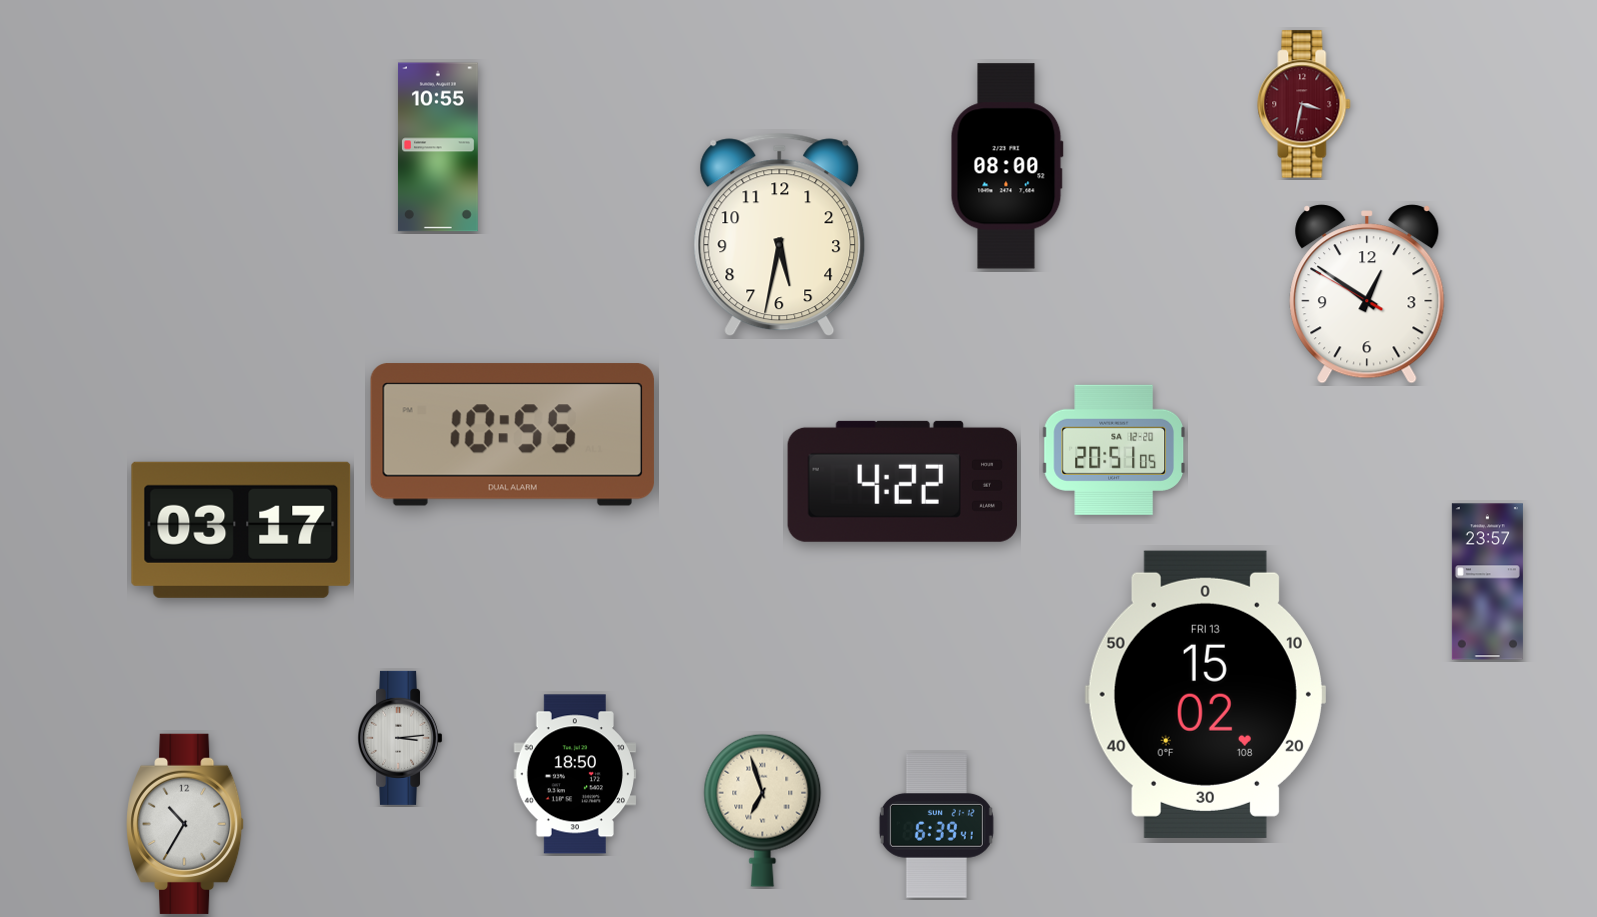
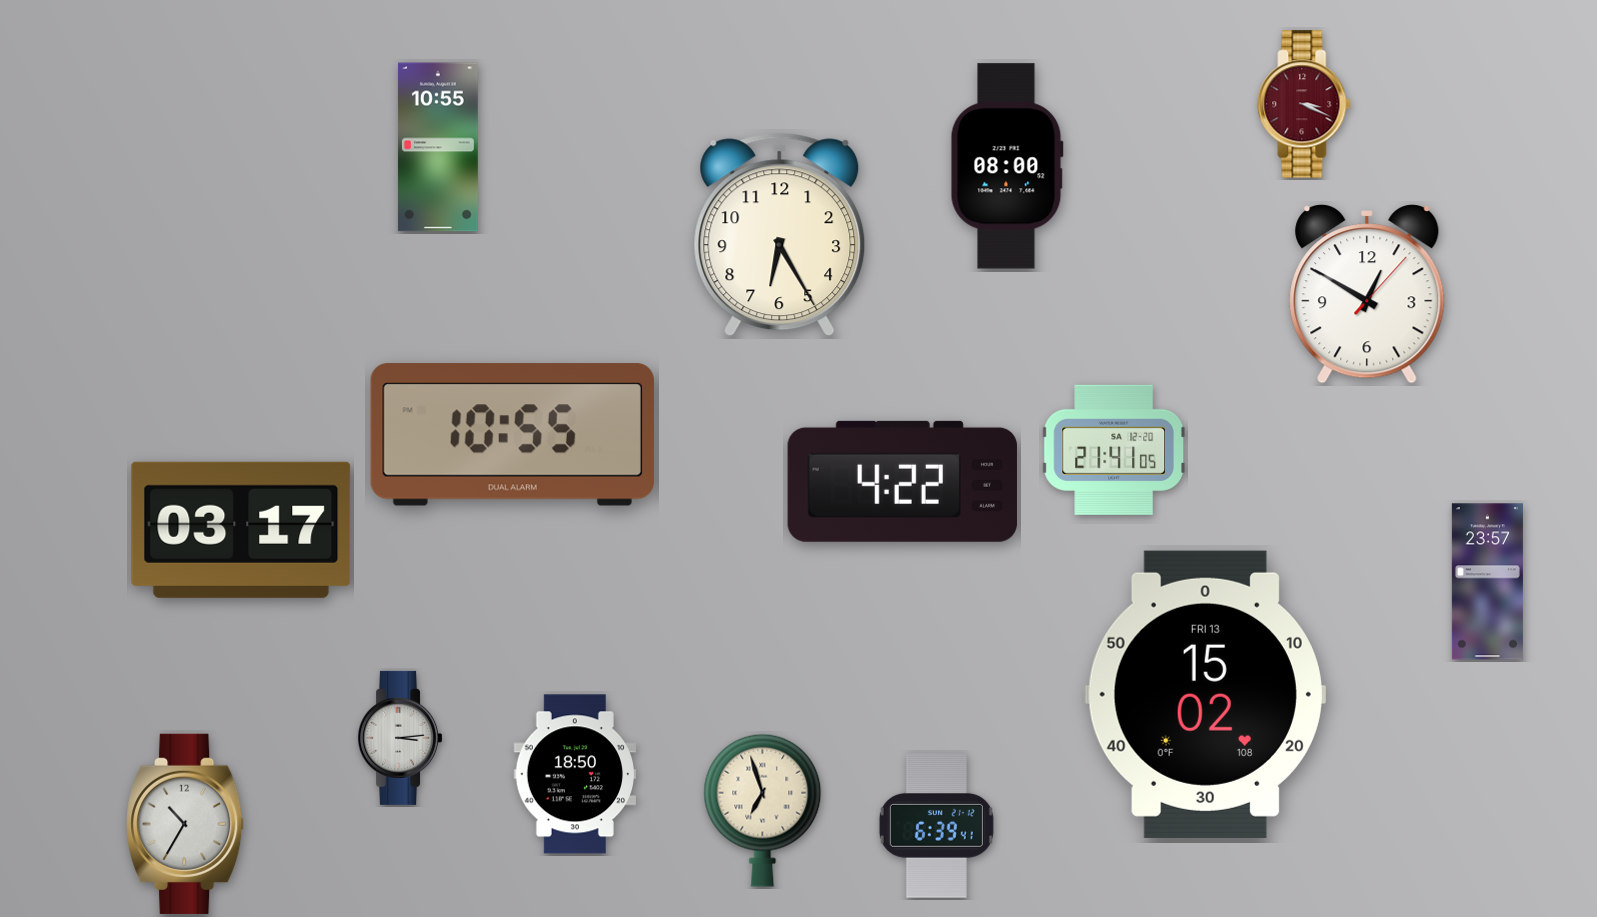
clock at (1304, 104): 3:32 -> 3:19
clock at (780, 235): 5:32 -> 6:25
clock at (1367, 294): 12:50:50 -> 12:50:07
clock at (1114, 450): 20:51 -> 21:41
